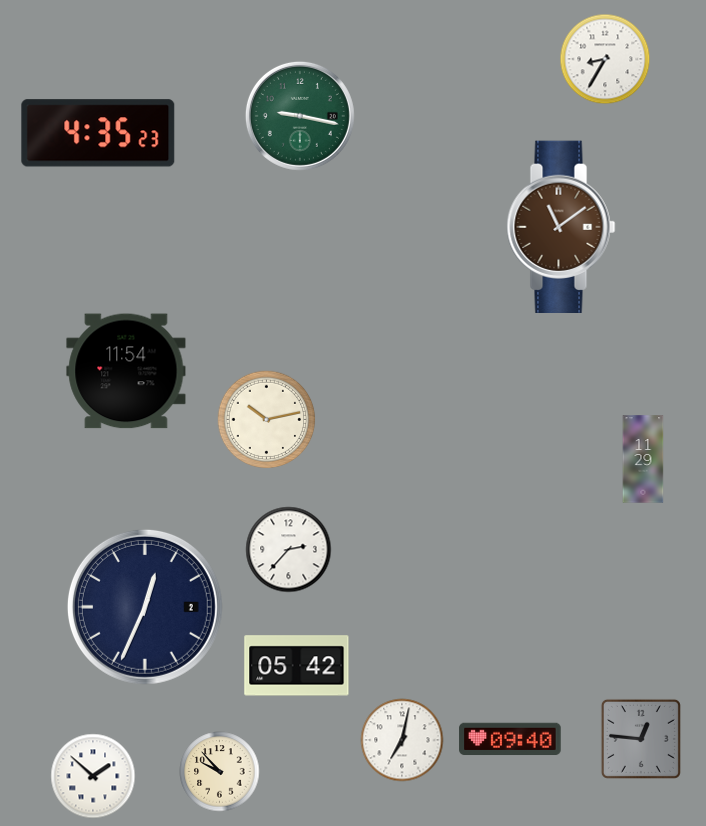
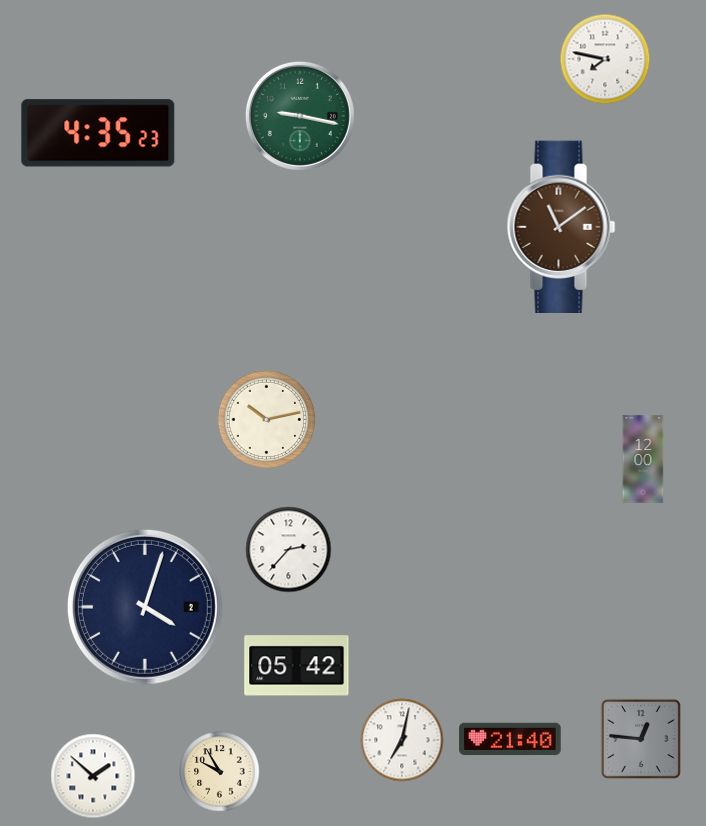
clock at (605, 59): 8:35 -> 7:47
clock at (126, 371): 11:54 -> none
clock at (643, 459): 11:29 -> 12:00
clock at (145, 607): 12:34 -> 4:03
clock at (510, 739): 09:40 -> 21:40
clock at (220, 772): 9:53 -> 9:55
